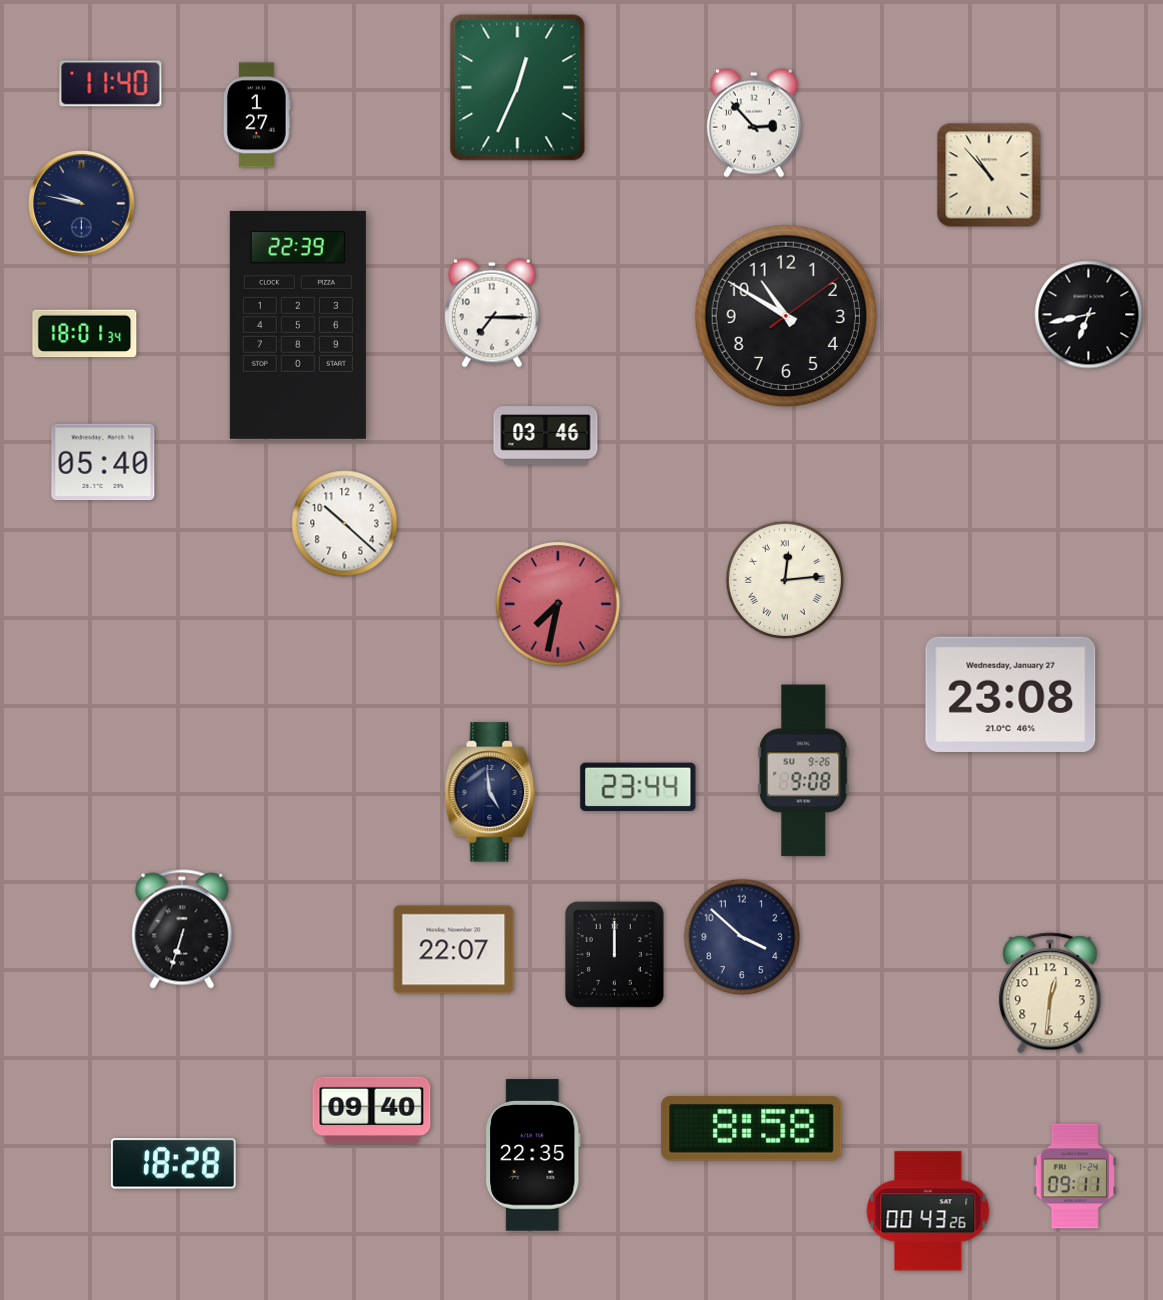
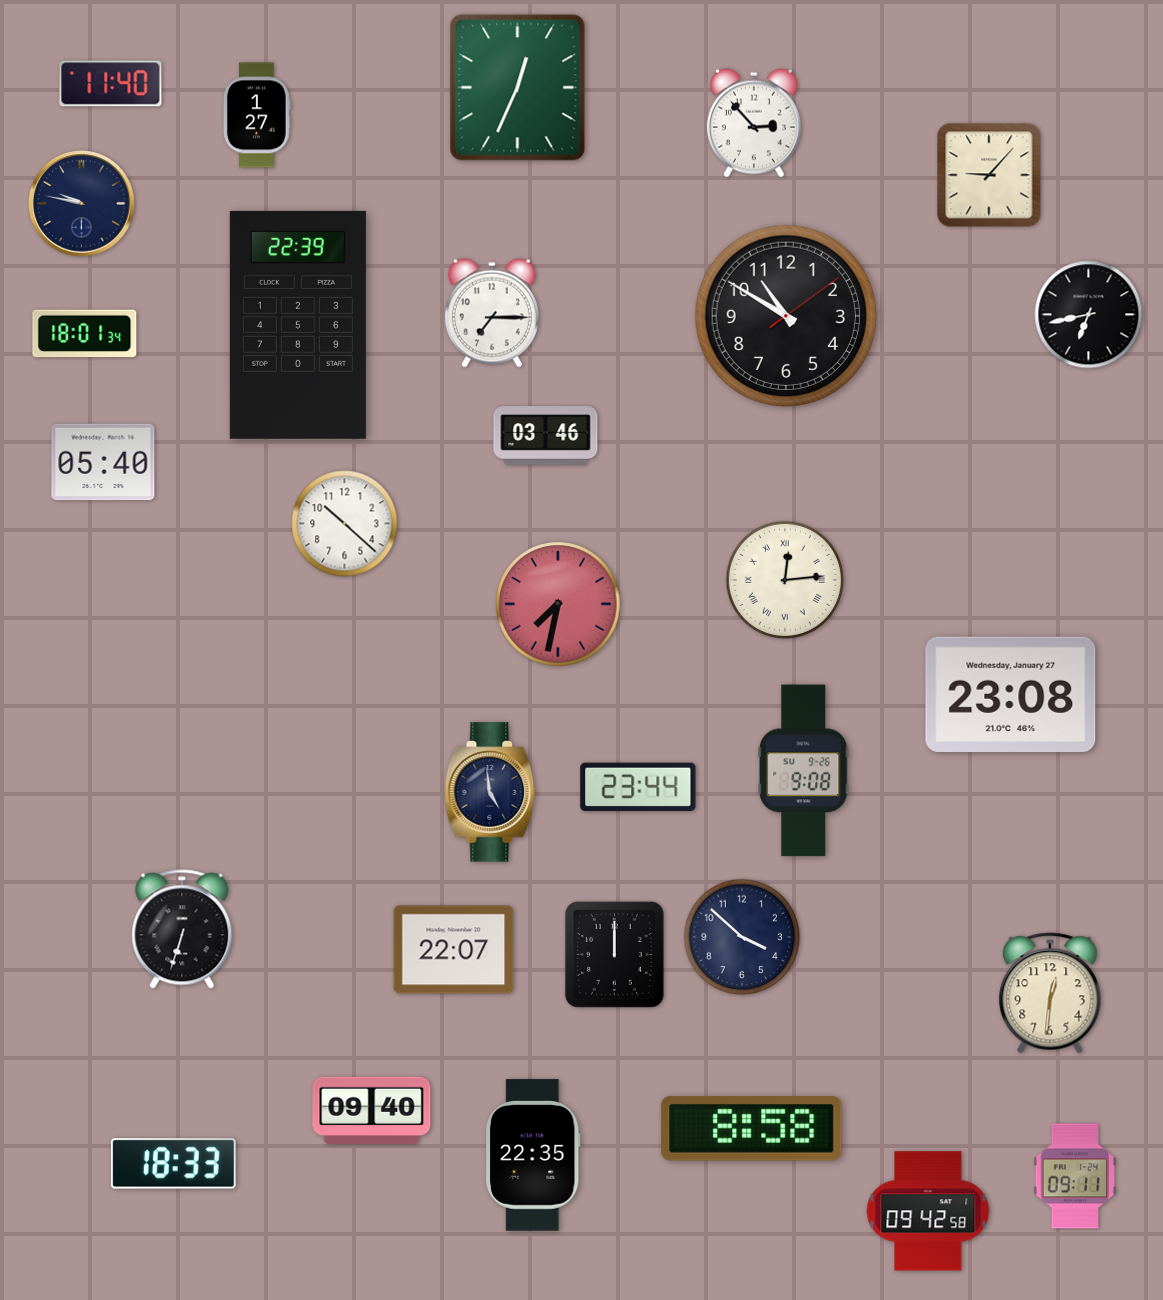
clock at (989, 175): 10:53 -> 9:07
clock at (173, 1164): 18:28 -> 18:33
clock at (928, 1211): 00:43 -> 09:42
